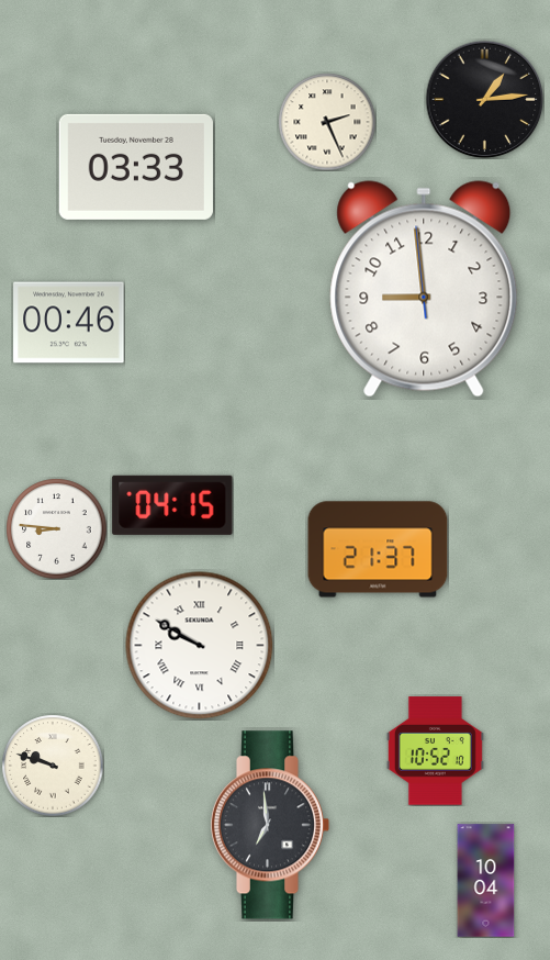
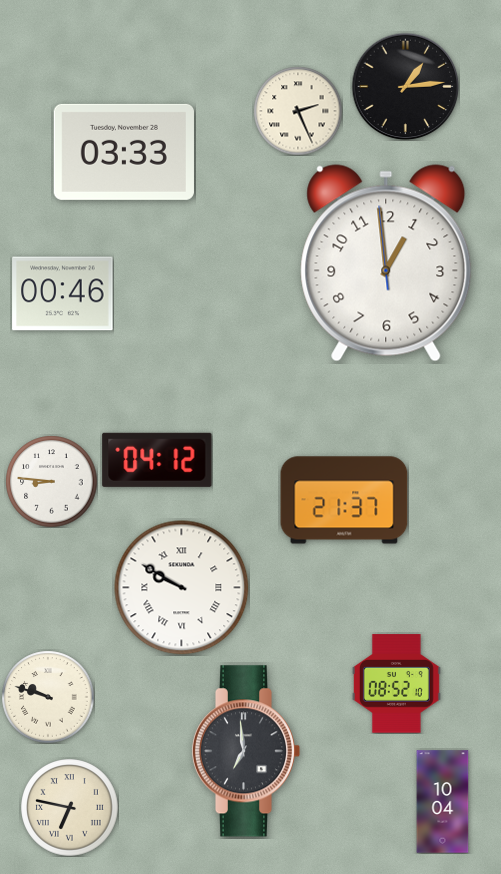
clock at (484, 99) position: (484, 99) -> (405, 86)
clock at (424, 289): 8:58 -> 12:58
clock at (172, 505): 04:15 -> 04:12
clock at (435, 751): 10:52 -> 08:52
clock at (70, 808): none -> 6:47
